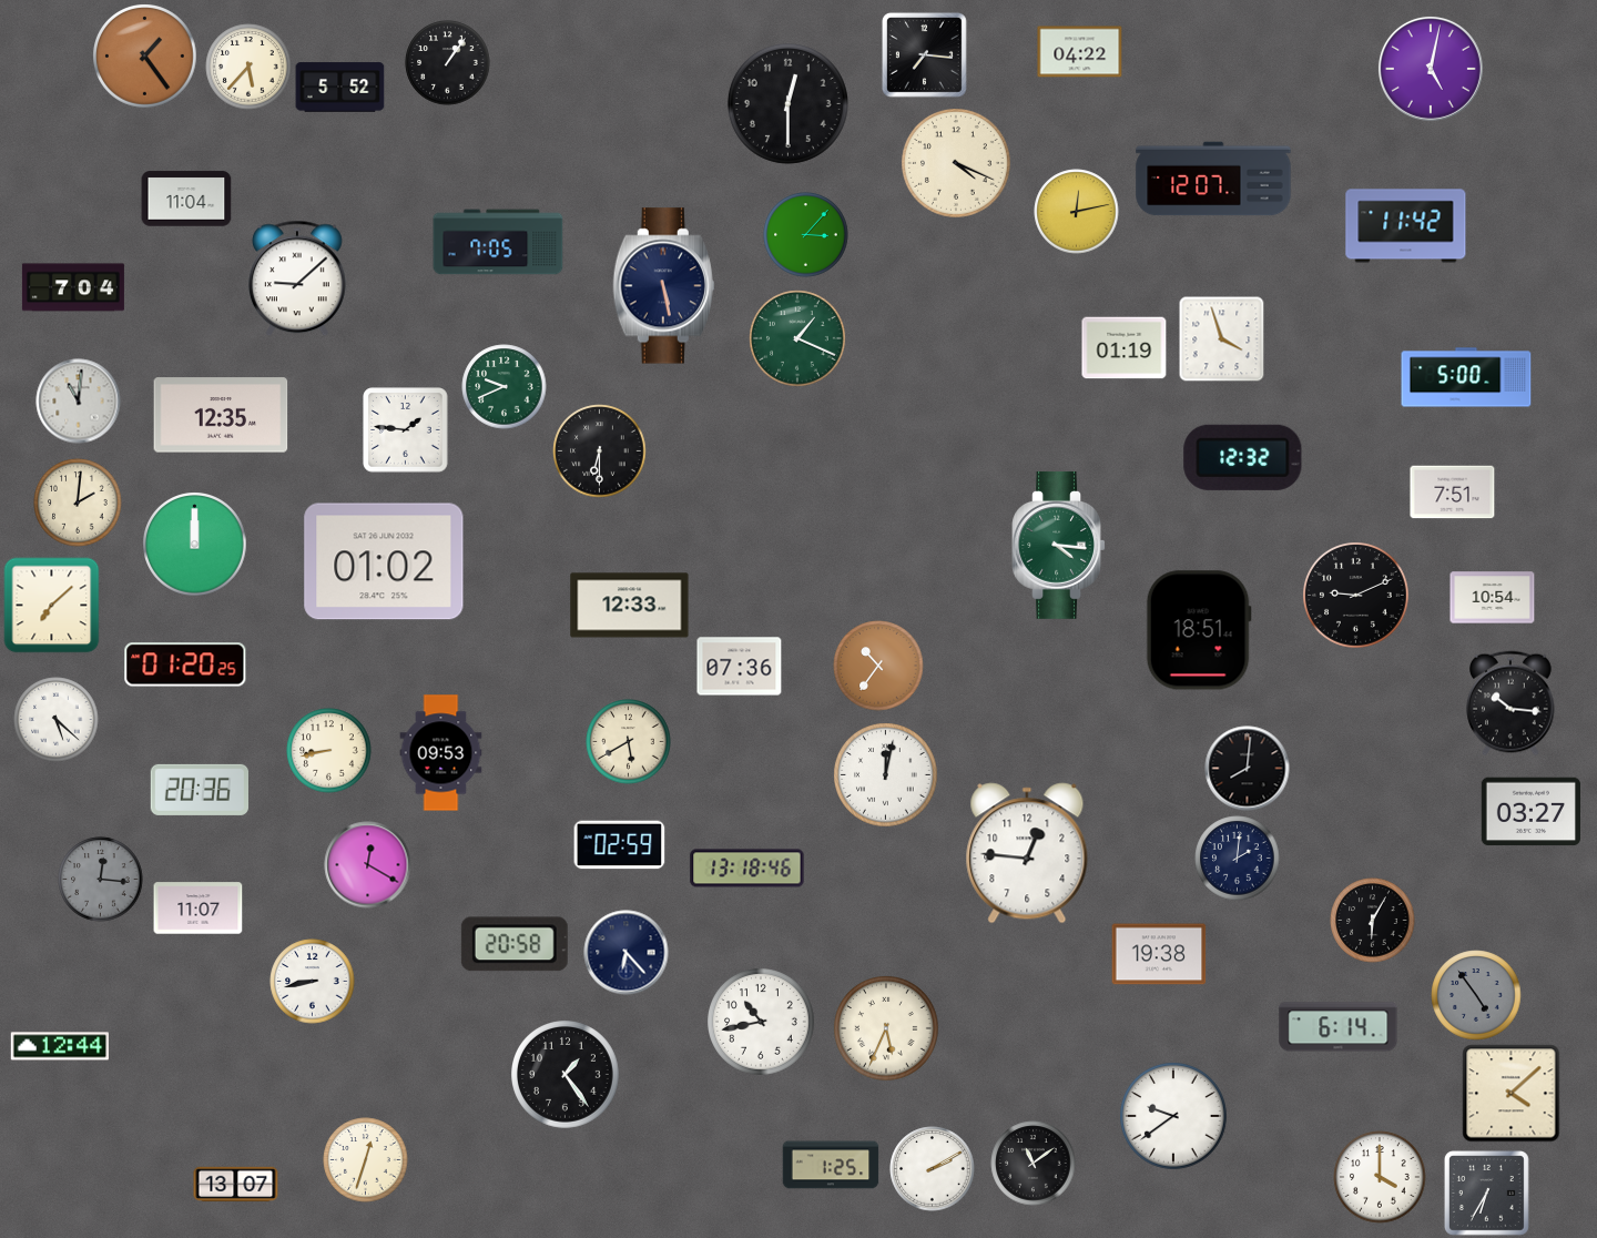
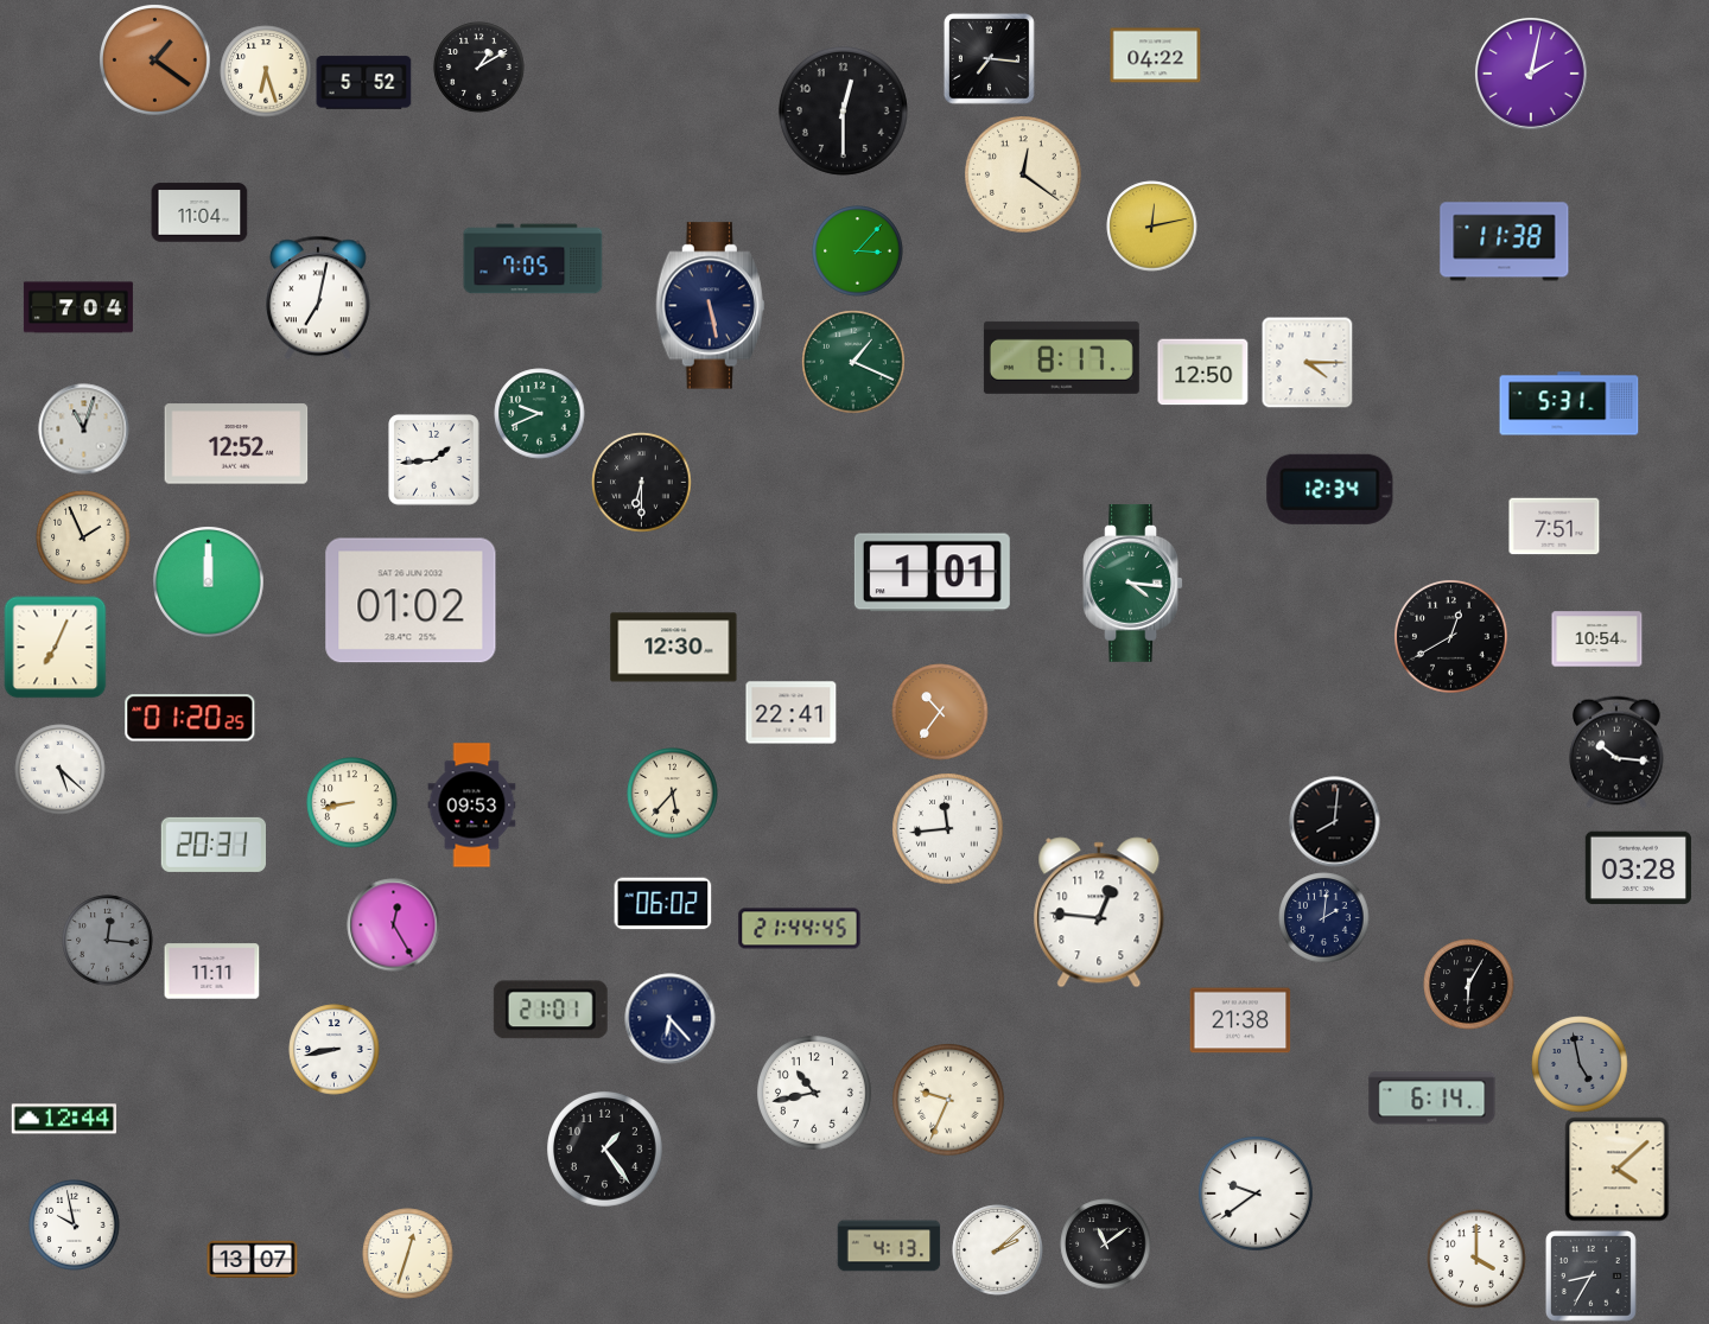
clock at (145, 57): 1:24 -> 1:21
clock at (448, 63): 1:06 -> 1:10
clock at (248, 67): 5:37 -> 6:27
clock at (1431, 69): 5:02 -> 2:02
clock at (340, 88) position: (340, 88) -> (364, 83)
clock at (957, 164): 4:19 -> 12:21
clock at (1213, 179): 12:07 -> none
clock at (1406, 226): 11:42 -> 11:38
clock at (806, 235) position: (806, 235) -> (858, 252)
clock at (297, 278): 9:08 -> 7:02
clock at (1061, 357): none -> 8:17
clock at (1221, 338): 3:57 -> 4:15
clock at (1125, 348): 01:19 -> 12:50
clock at (1466, 377): 5:00 -> 5:31
clock at (79, 402): 11:01 -> 11:03
clock at (221, 415): 12:35 -> 12:52
clock at (406, 430): 1:46 -> 1:44
clock at (1243, 457): 12:32 -> 12:34
clock at (78, 503): 2:01 -> 1:56
clock at (932, 573): none -> 1:01
clock at (1356, 596): 9:11 -> 12:40
clock at (52, 606): 7:08 -> 7:04
clock at (630, 606): 12:33 -> 12:30
clock at (1199, 630): 18:51 -> none
clock at (185, 664) position: (185, 664) -> (190, 718)
clock at (740, 667): 07:36 -> 22:41
clock at (629, 742): 5:40 -> 5:37
clock at (886, 775): 12:02 -> 11:44
clock at (199, 790): 20:36 -> 20:31
clock at (1530, 812): 03:27 -> 03:28
clock at (620, 845): 02:59 -> 06:02
clock at (368, 865): 12:20 -> 12:25
clock at (747, 869): 13:18 -> 21:44
clock at (199, 909): 11:07 -> 11:11
clock at (515, 944): 20:58 -> 21:01
clock at (1159, 954): 19:38 -> 21:38
clock at (1476, 995): 4:54 -> 4:58
clock at (887, 1029): 5:34 -> 9:34
clock at (75, 1226): none -> 9:58
clock at (366, 1160) position: (366, 1160) -> (408, 1254)
clock at (831, 1165): 1:25 -> 4:13
clock at (933, 1169): 2:10 -> 2:08
clock at (236, 1185) position: (236, 1185) -> (253, 1260)
clock at (1486, 1193): 6:35 -> 8:35
